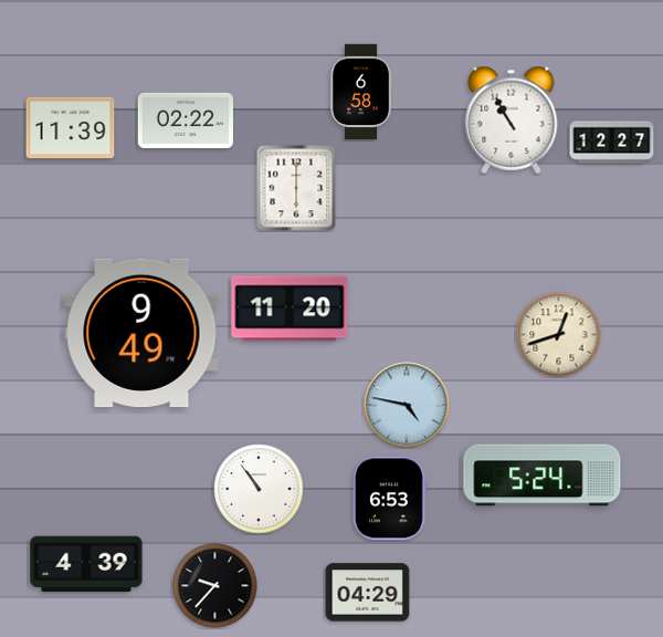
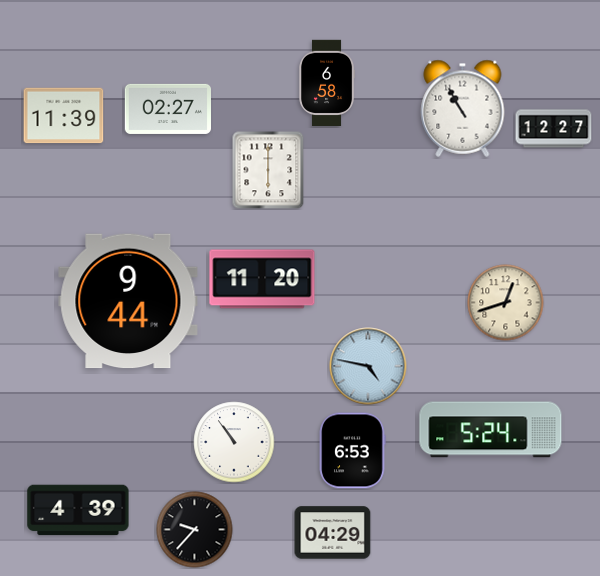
clock at (185, 121): 02:22 -> 02:27
clock at (141, 333): 9:49 -> 9:44
clock at (368, 593) position: (368, 593) -> (333, 533)
